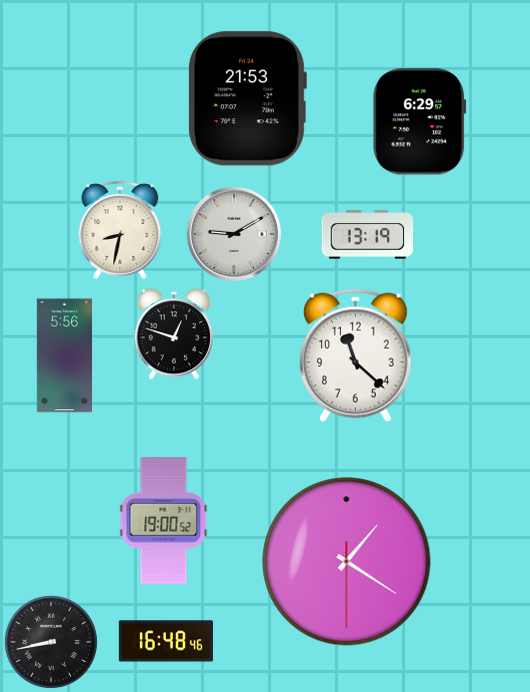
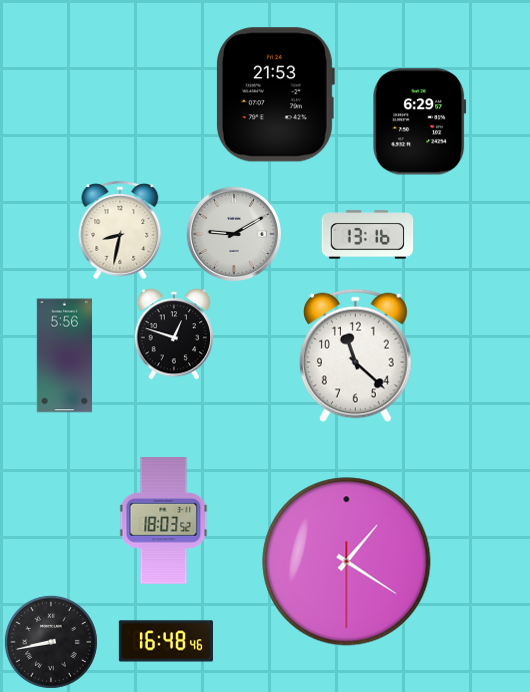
clock at (247, 99) position: (247, 99) -> (275, 95)
clock at (368, 235): 13:19 -> 13:16
clock at (164, 521): 19:00 -> 18:03
